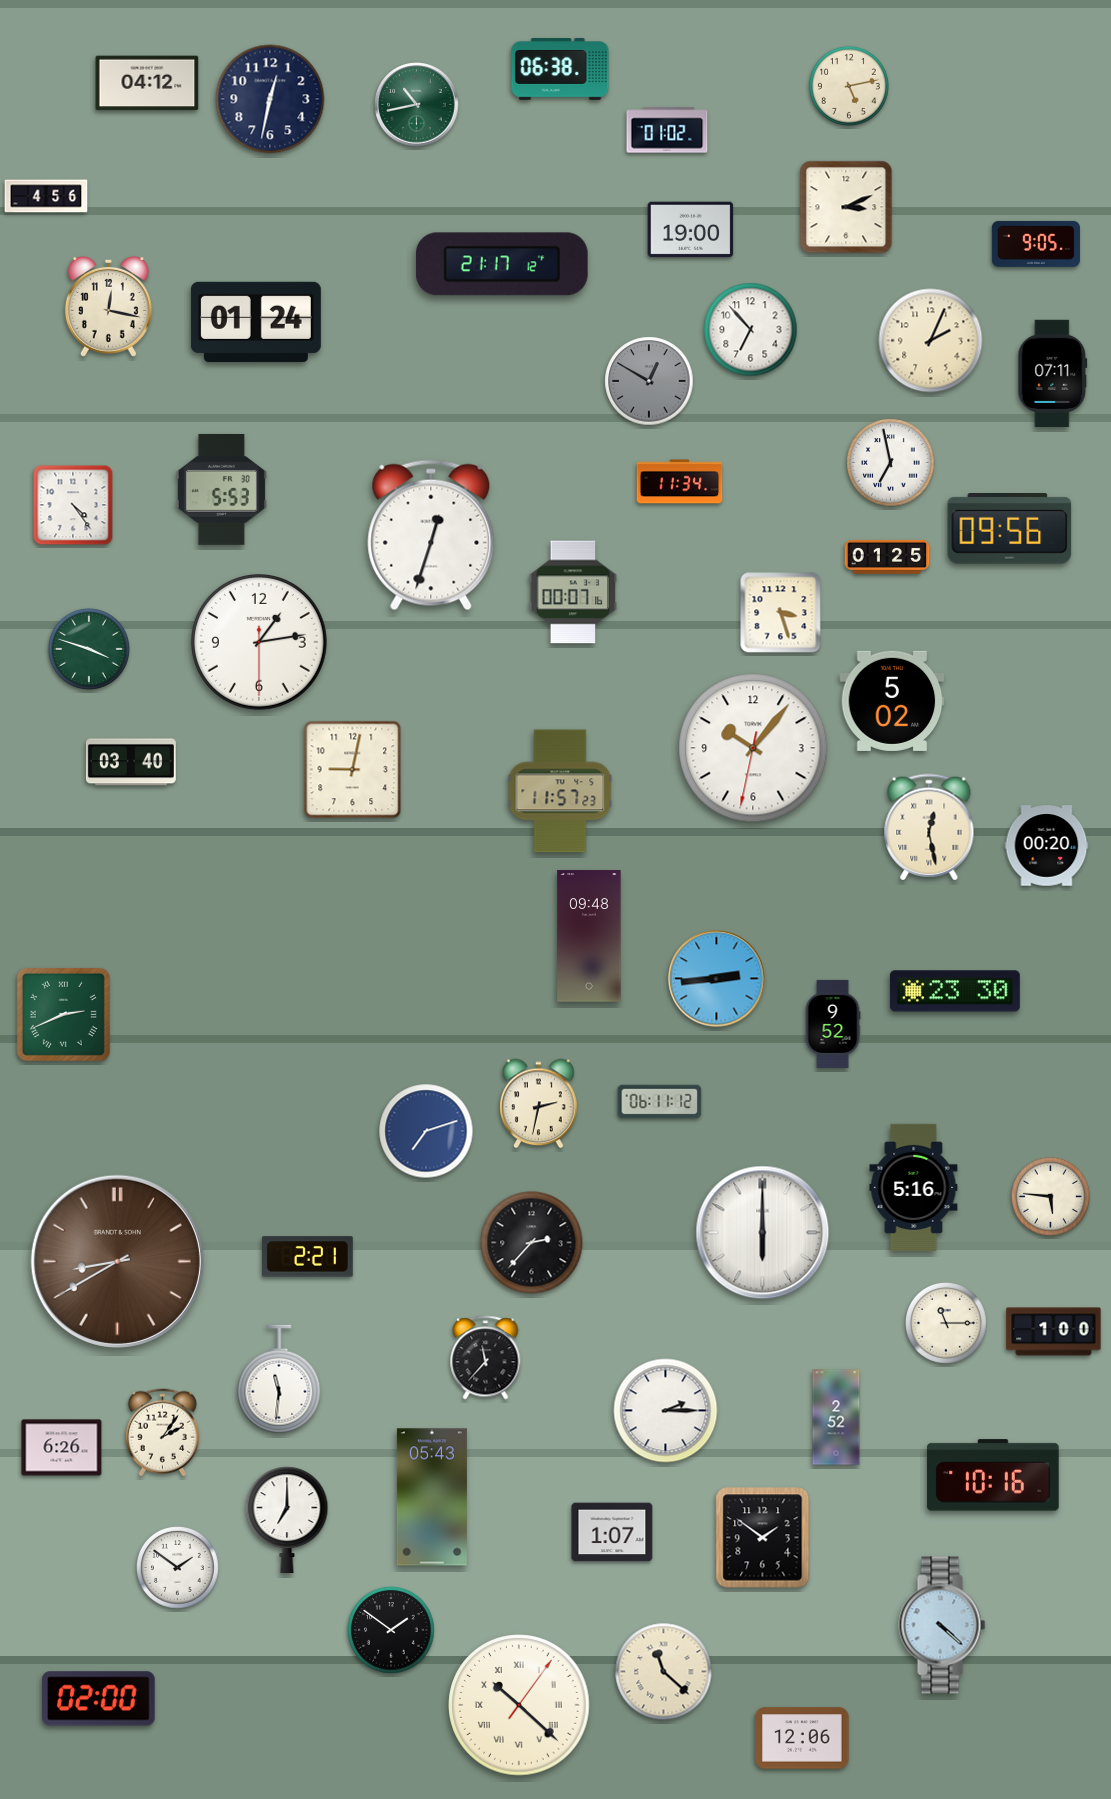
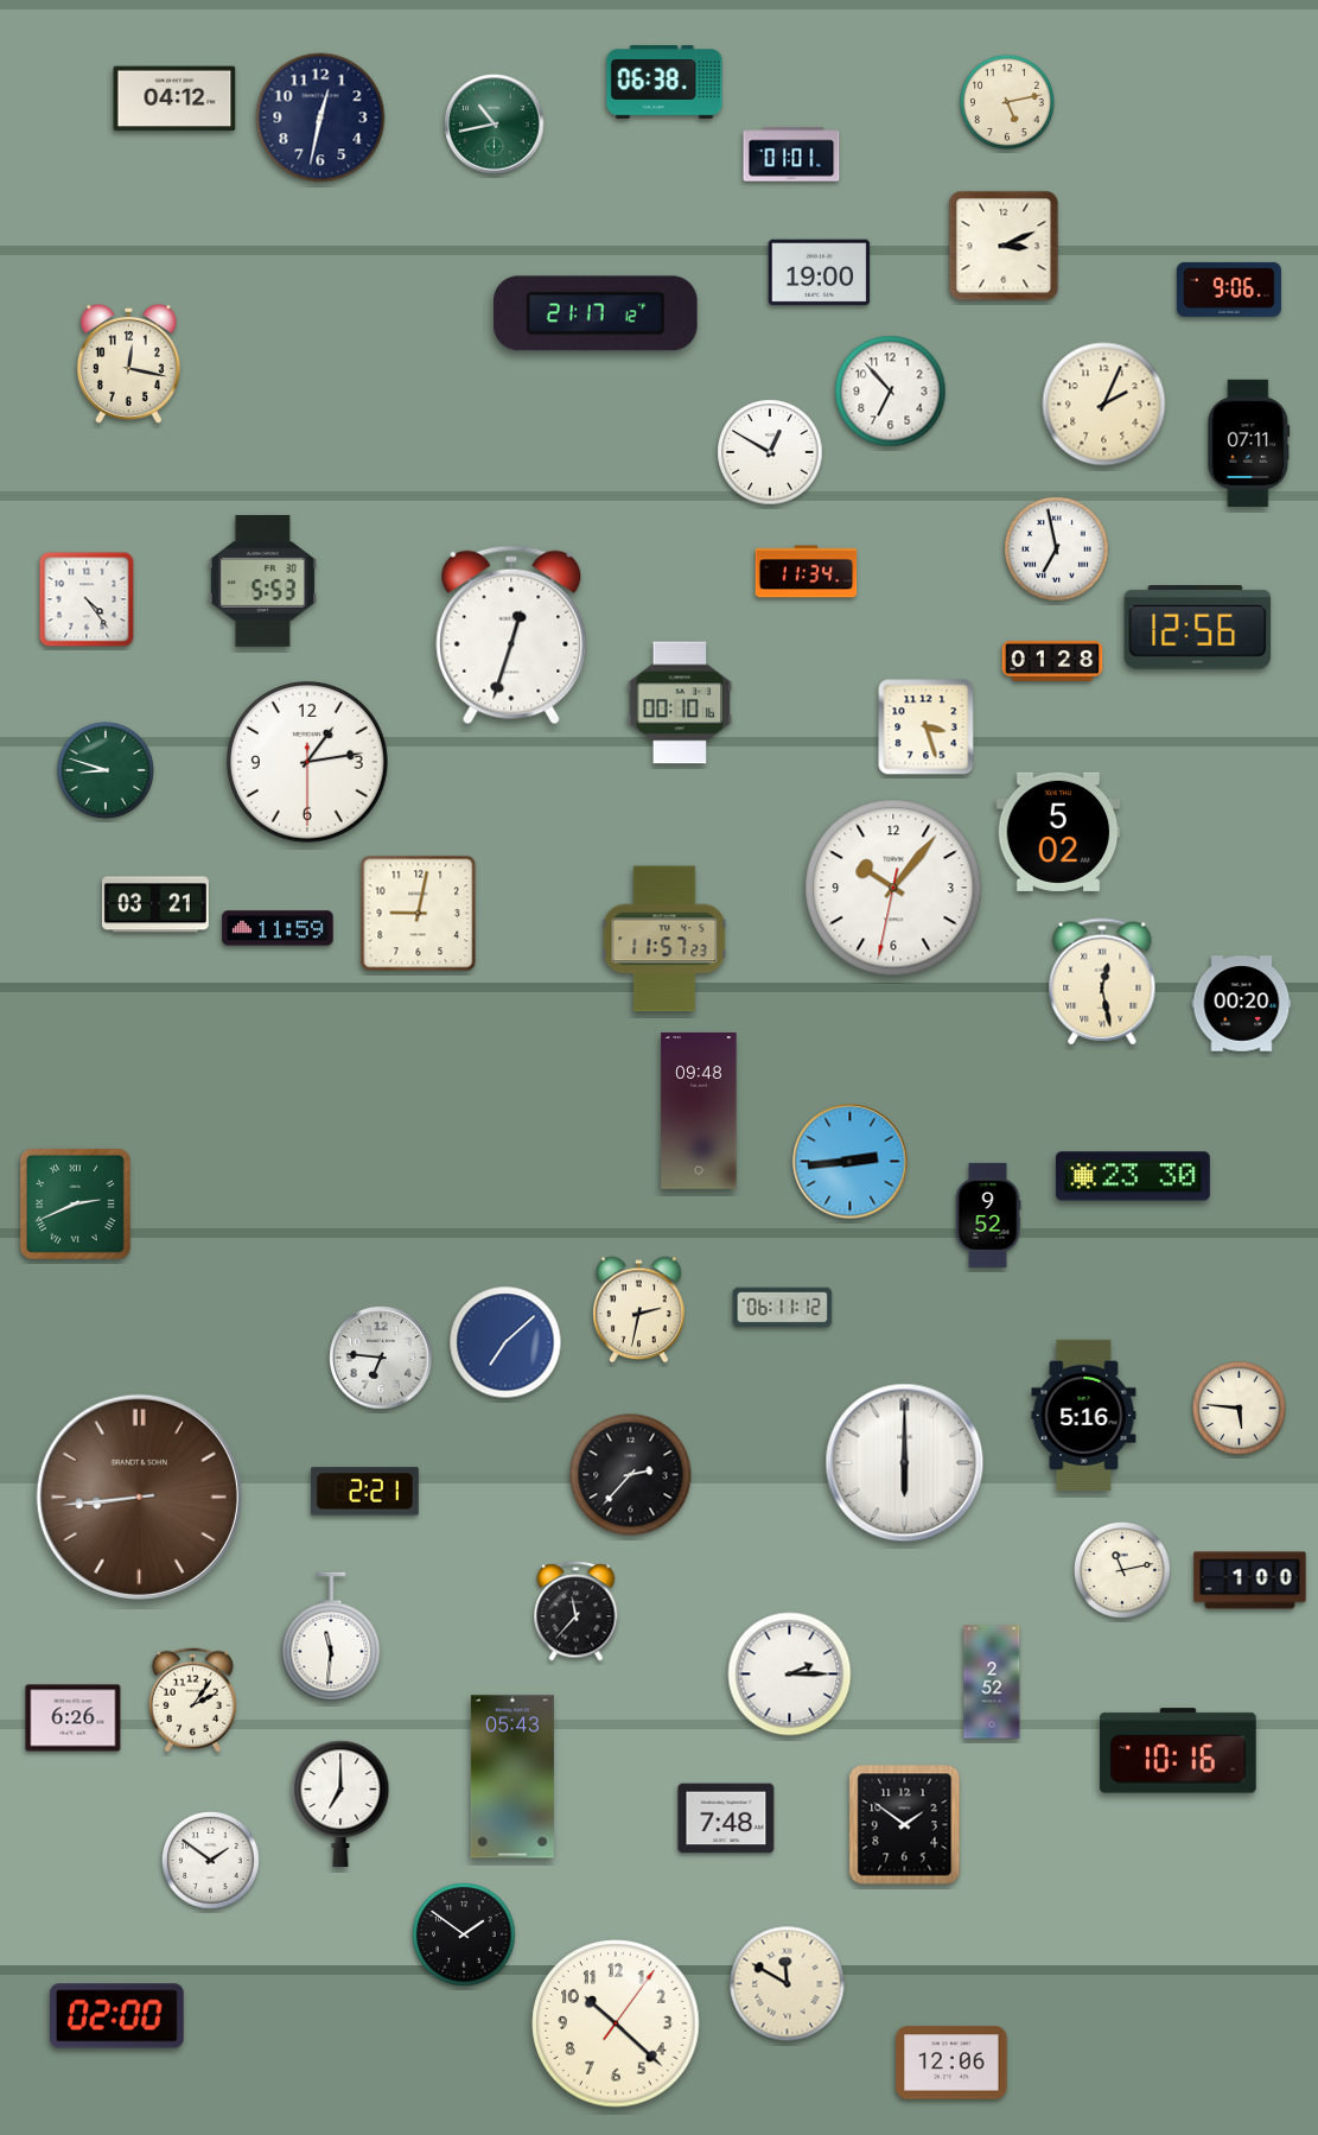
clock at (667, 130): 01:02 -> 01:01
clock at (46, 196): 4:56 -> none
clock at (1036, 244): 9:05 -> 9:06
clock at (256, 322): 01:24 -> none
clock at (649, 381) dial: grey -> white
clock at (1010, 529): 09:56 -> 12:56
clock at (887, 557): 01:25 -> 01:28
clock at (573, 592): 00:07 -> 00:10
clock at (89, 649): 3:48 -> 8:48
clock at (131, 762): 03:40 -> 03:21
clock at (278, 928): none -> 11:59
clock at (426, 1131): 7:12 -> 7:08
clock at (381, 1358): none -> 6:46
clock at (914, 1187) position: (914, 1187) -> (1084, 1415)
clock at (1050, 1196) position: (1050, 1196) -> (1239, 1408)
clock at (117, 1261): 8:40 -> 8:44
clock at (946, 1323): 11:15 -> 11:13
clock at (612, 1532): 1:07 -> 7:48
clock at (942, 1625): 4:22 -> none
clock at (664, 1672): 11:22 -> 11:50
clock at (519, 1705) numerals: Roman -> Arabic
